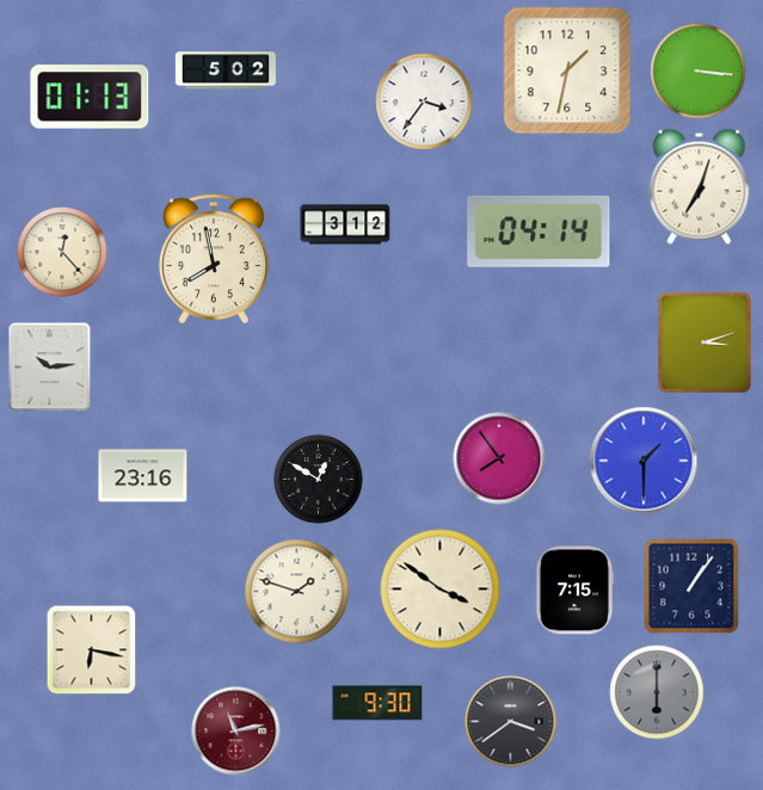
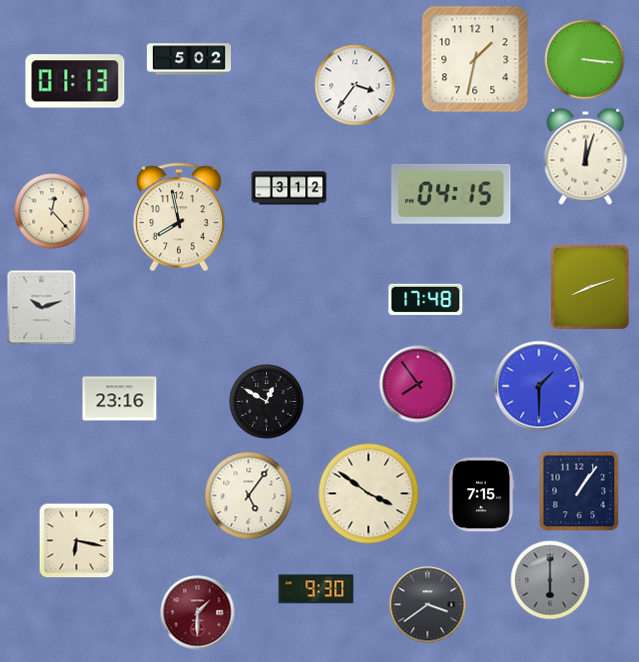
clock at (700, 186): 7:03 -> 12:03
clock at (539, 232): 04:14 -> 04:15
clock at (704, 342): 3:12 -> 8:12
clock at (426, 299): none -> 17:48
clock at (50, 368): 10:14 -> 10:12
clock at (297, 592): 1:48 -> 5:06
clock at (92, 650) position: (92, 650) -> (77, 541)
clock at (236, 732): 11:13 -> 1:30
